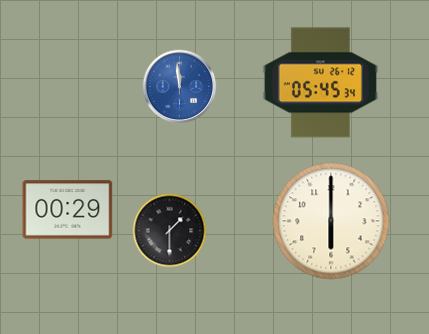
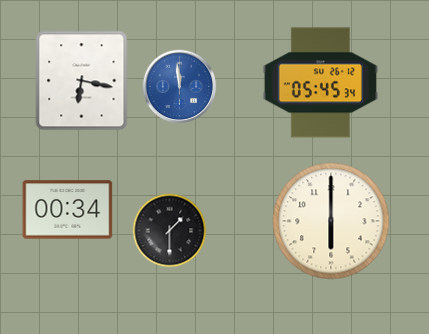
clock at (82, 81): none -> 6:17
clock at (68, 210): 00:29 -> 00:34
